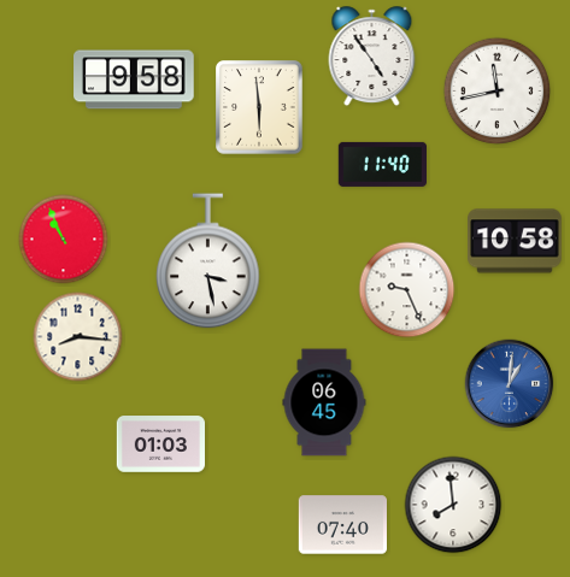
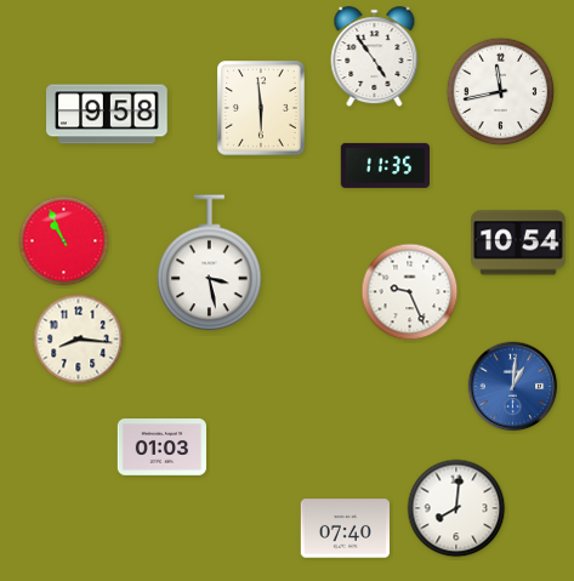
clock at (134, 80) position: (134, 80) -> (107, 114)
clock at (383, 164): 11:40 -> 11:35
clock at (516, 241): 10:58 -> 10:54
clock at (324, 402): 06:45 -> none
clock at (453, 505): 7:59 -> 8:01
